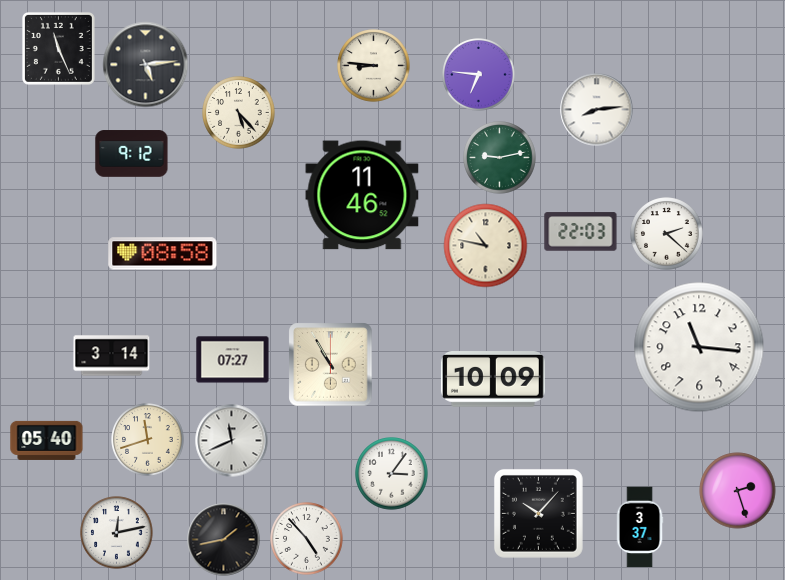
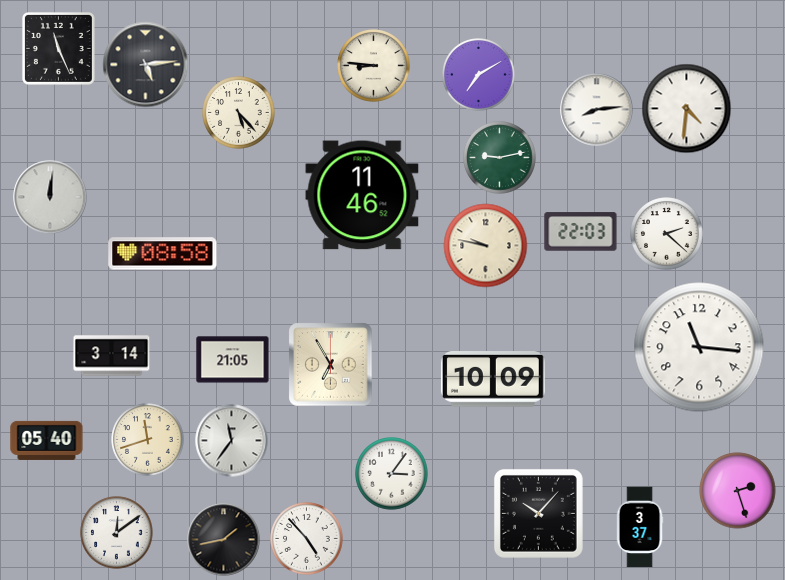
clock at (479, 75): 6:46 -> 7:10
clock at (687, 109): none -> 4:31
clock at (132, 154): 9:12 -> none
clock at (50, 197): none -> 12:01
clock at (486, 246): 10:47 -> 9:47
clock at (233, 360): 07:27 -> 21:05
clock at (331, 365): 10:55 -> 6:55
clock at (232, 441): 11:41 -> 11:36
clock at (117, 533): 12:13 -> 12:09
